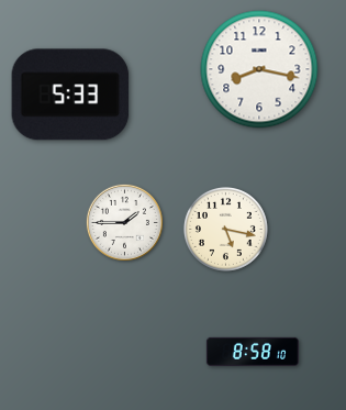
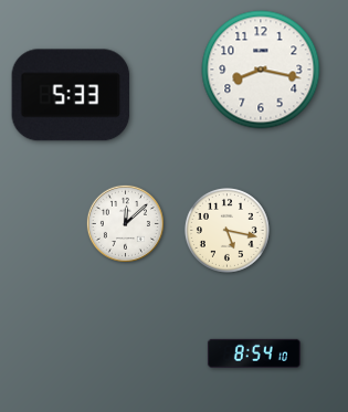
clock at (124, 222): 1:45 -> 12:08
clock at (253, 352): 8:58 -> 8:54
